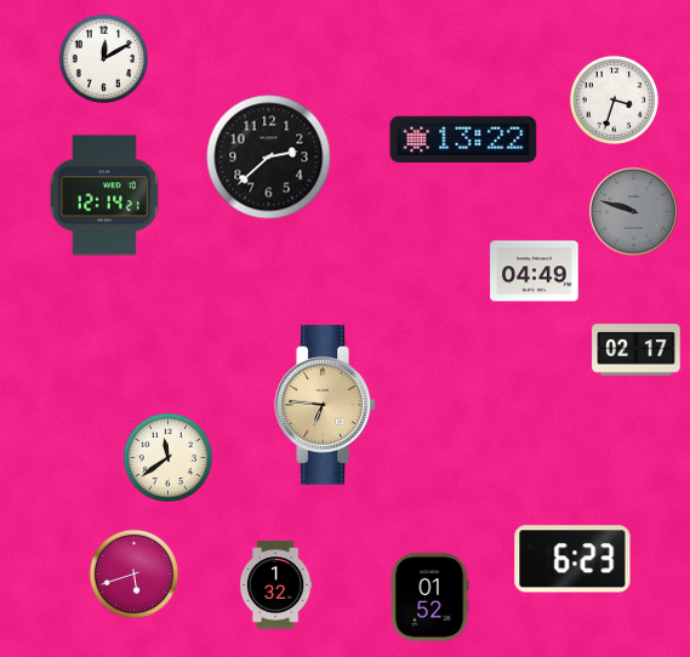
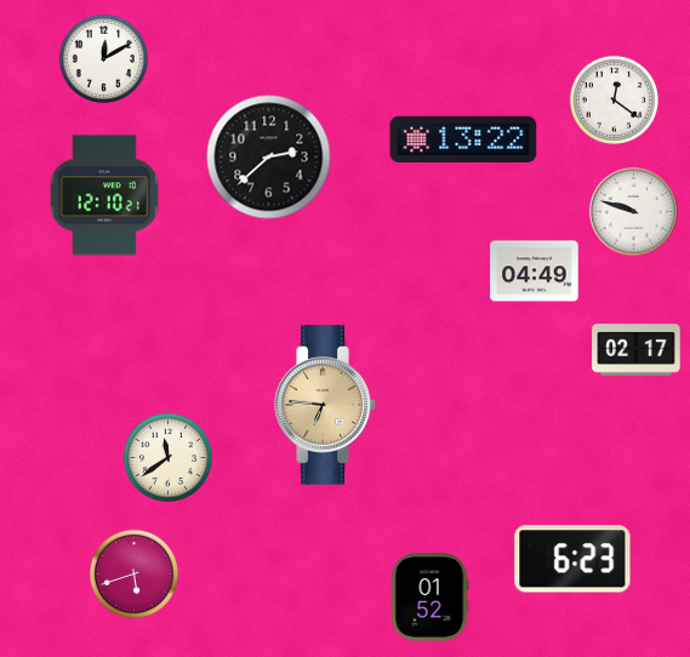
clock at (614, 99): 3:33 -> 12:21
clock at (104, 195): 12:14 -> 12:10
clock at (634, 212) dial: grey -> white
clock at (275, 585): 1:32 -> none
